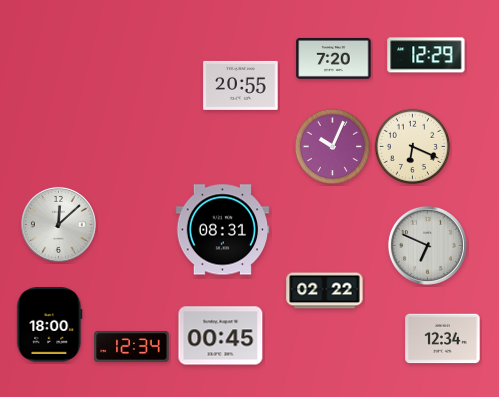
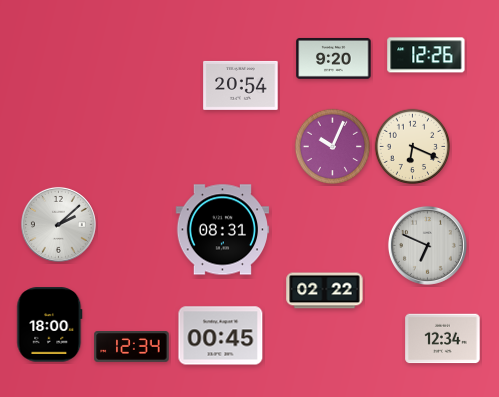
clock at (426, 55): 12:29 -> 12:26
clock at (334, 58): 7:20 -> 9:20
clock at (241, 85): 20:55 -> 20:54
clock at (58, 224): 12:08 -> 2:08
